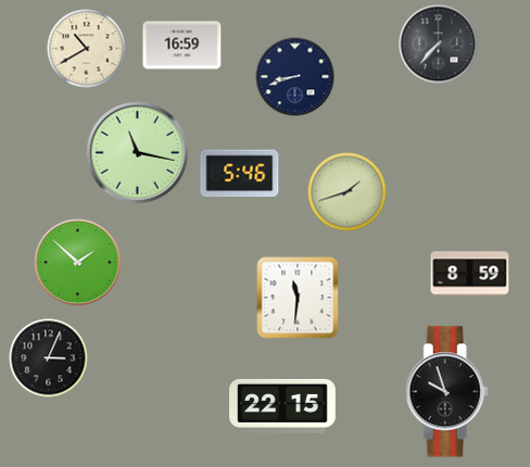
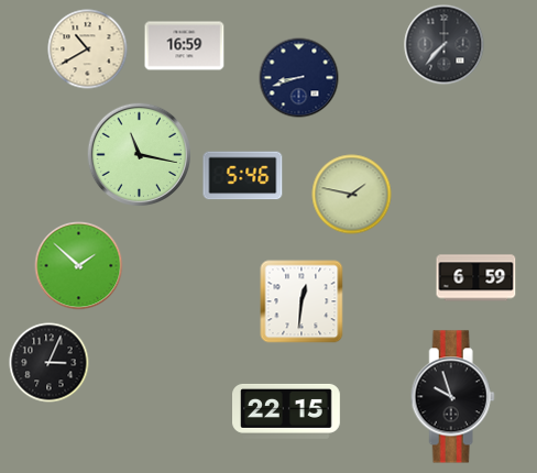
clock at (348, 192): 1:42 -> 1:47
clock at (470, 275): 8:59 -> 6:59
clock at (298, 298): 11:31 -> 12:31
